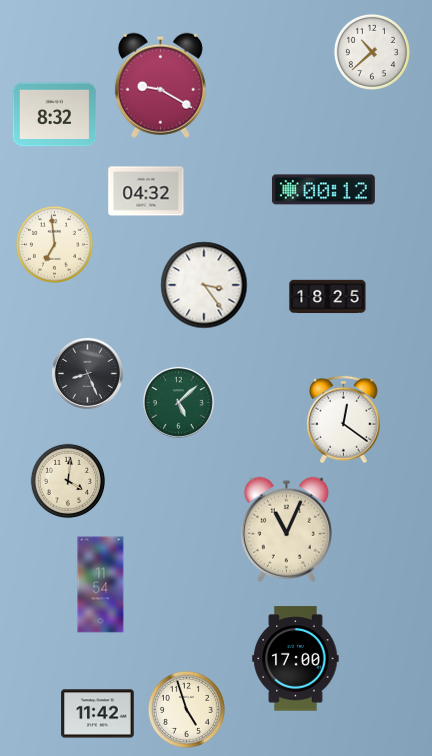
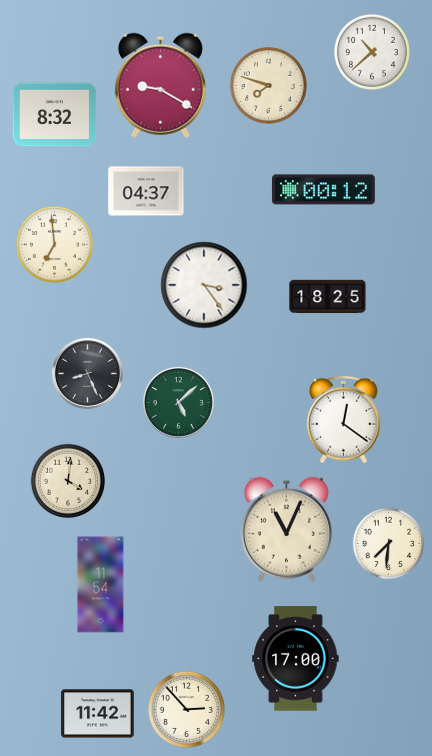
clock at (268, 85): none -> 7:48
clock at (146, 191): 04:32 -> 04:37
clock at (389, 544): none -> 7:31
clock at (186, 709): 4:57 -> 2:53
